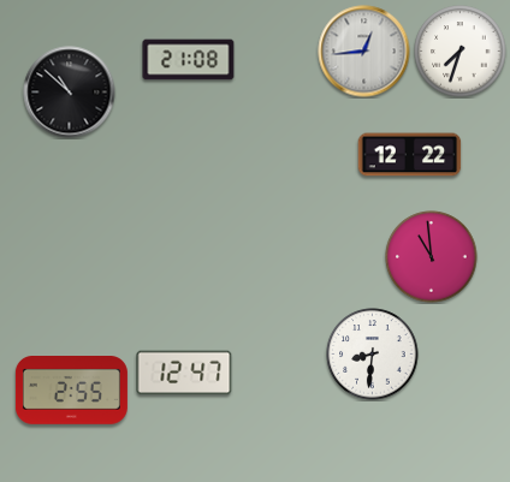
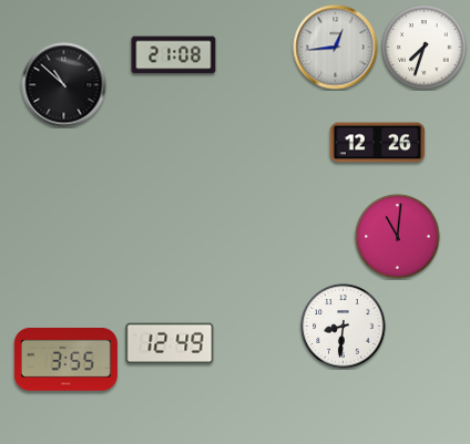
clock at (410, 155): 12:22 -> 12:26
clock at (432, 257): 10:59 -> 11:01
clock at (184, 373): 12:47 -> 12:49
clock at (71, 391): 2:55 -> 3:55
